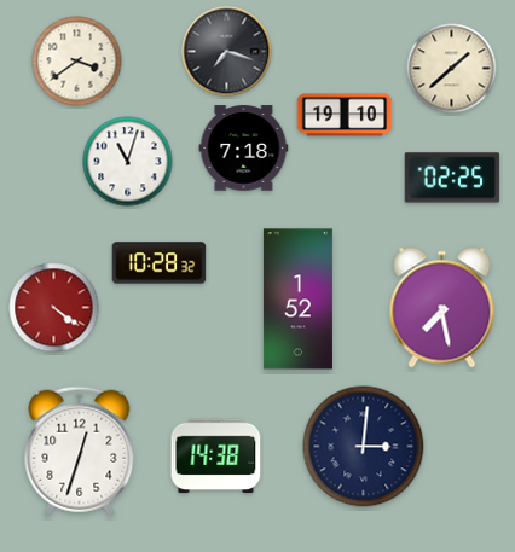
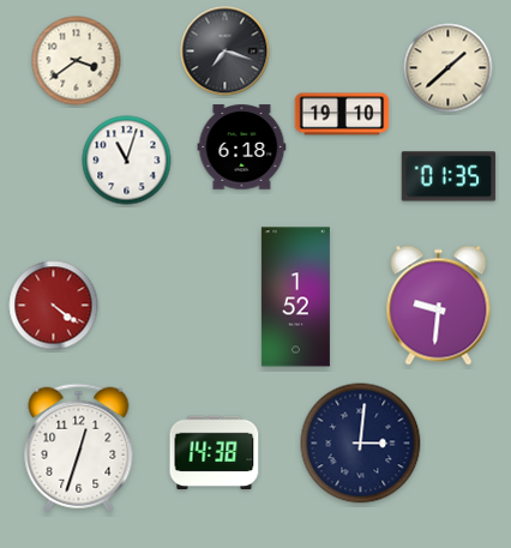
clock at (244, 149): 7:18 -> 6:18
clock at (452, 178): 02:25 -> 01:35
clock at (160, 263): 10:28 -> none
clock at (442, 308): 7:28 -> 9:31
